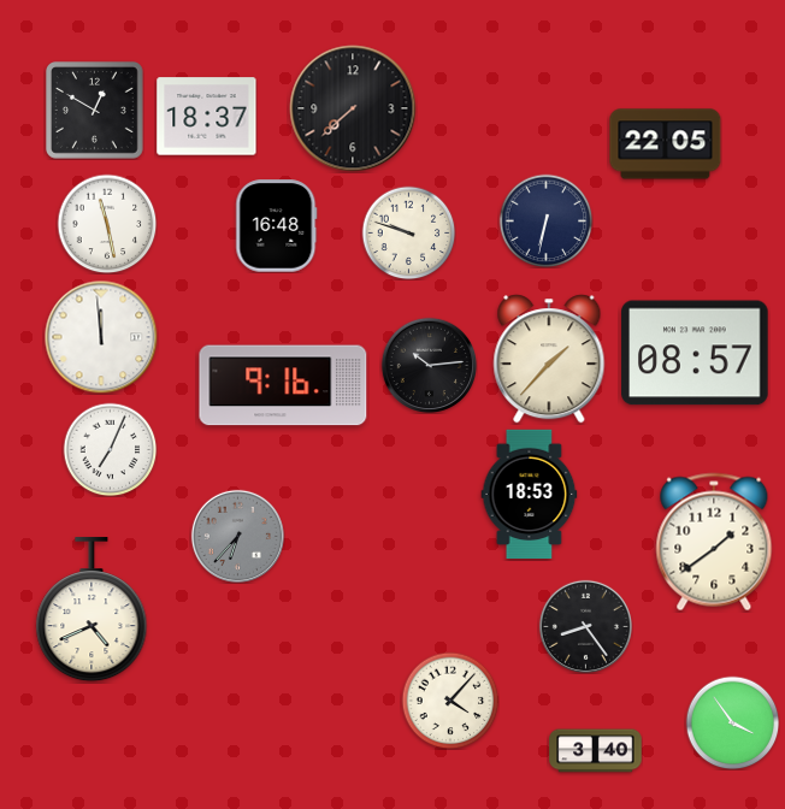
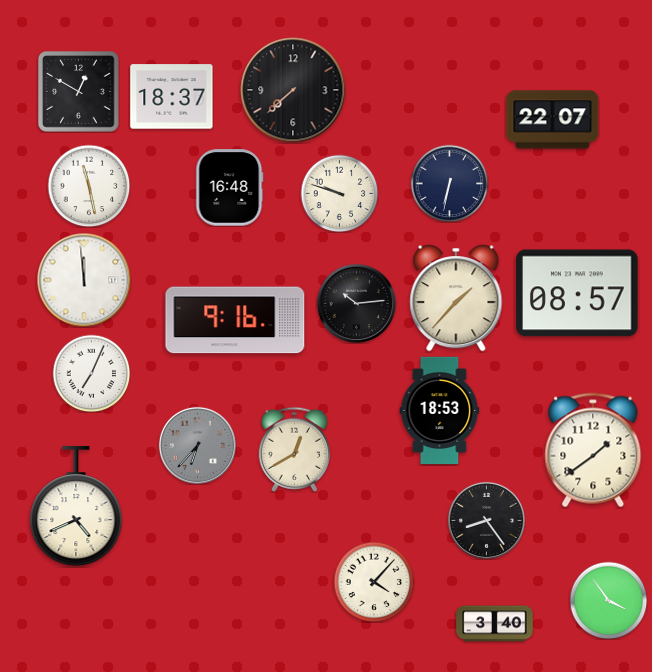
clock at (666, 144): 22:05 -> 22:07
clock at (545, 220) position: (545, 220) -> (449, 183)
clock at (294, 449): none -> 12:40
